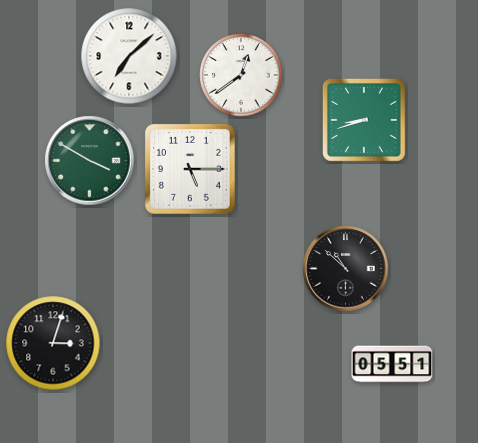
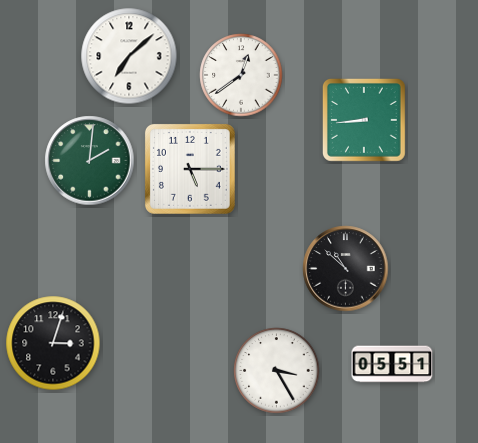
clock at (364, 121): 8:42 -> 8:44
clock at (90, 161): 3:50 -> 2:01
clock at (277, 371): none -> 3:25
